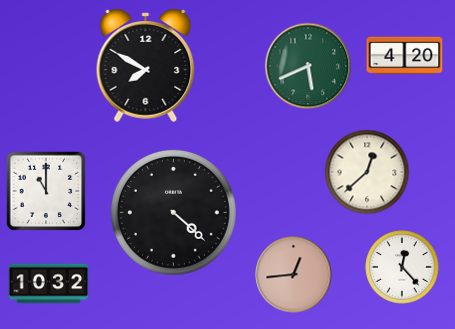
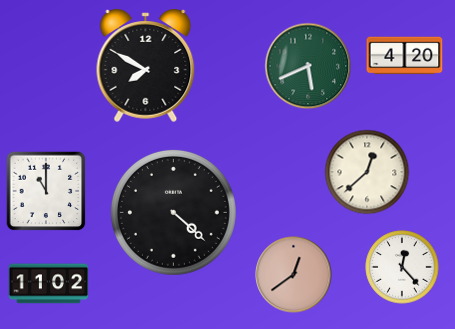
clock at (294, 275): 12:44 -> 12:39
clock at (49, 284): 10:32 -> 11:02
